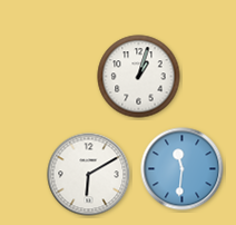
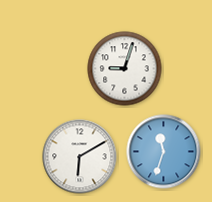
clock at (139, 77): 1:03 -> 9:03
clock at (183, 169): 11:31 -> 11:33
